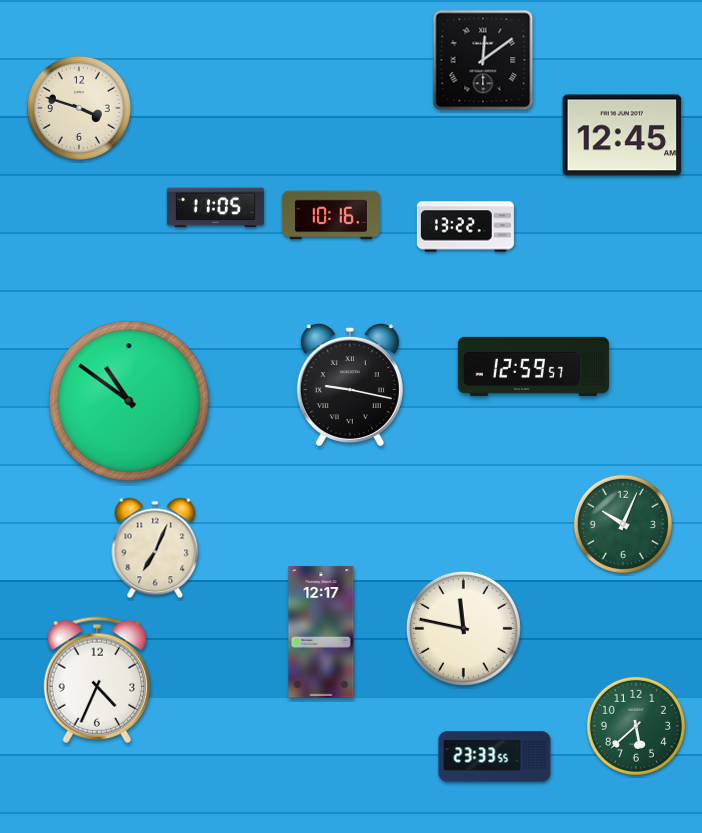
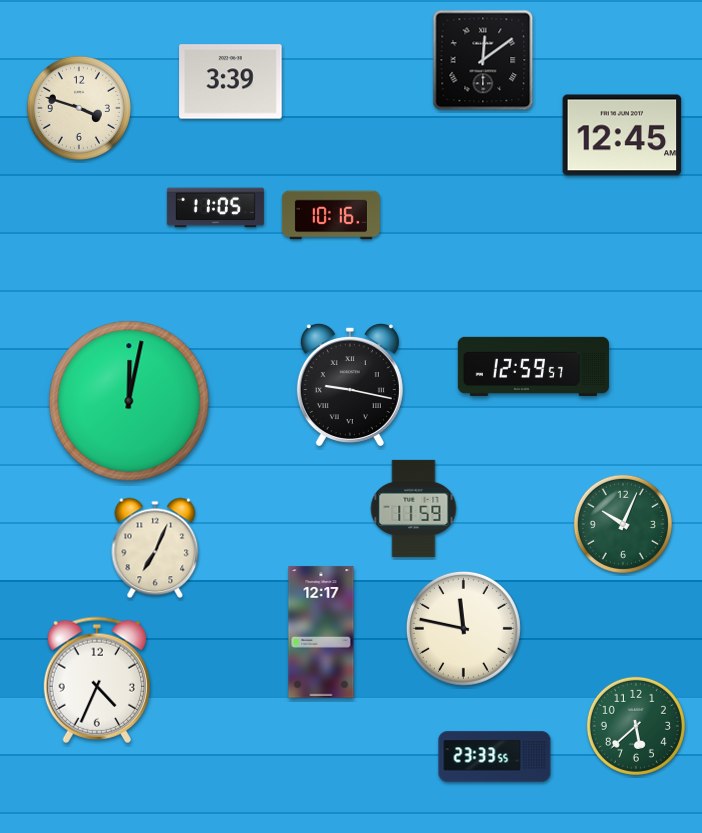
clock at (231, 82): none -> 3:39
clock at (465, 227): 13:22 -> none
clock at (129, 401): 10:51 -> 12:02
clock at (414, 508): none -> 11:59
